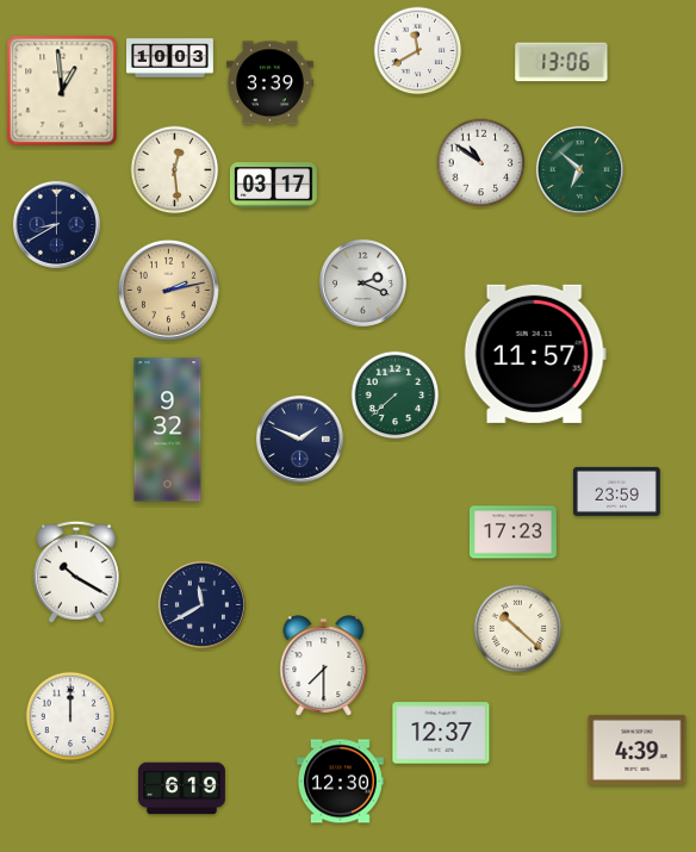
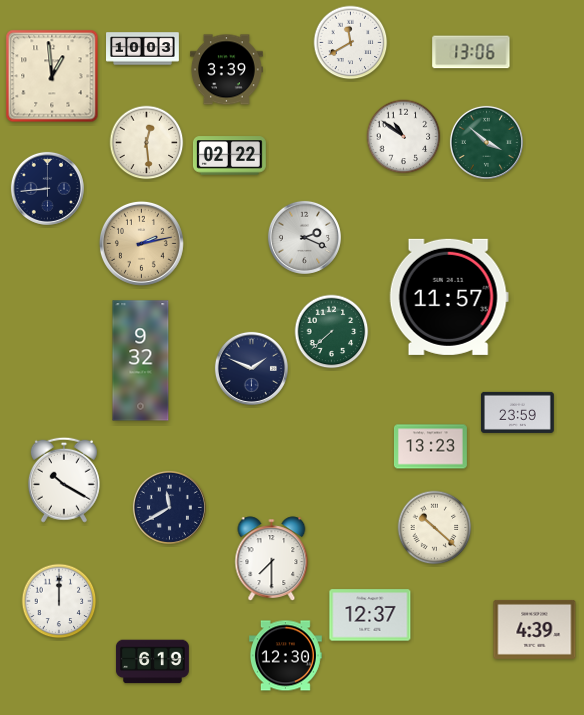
clock at (579, 169): 6:52 -> 3:52
clock at (273, 186): 03:17 -> 02:22
clock at (56, 224): 8:40 -> 8:44
clock at (512, 533): 17:23 -> 13:23
